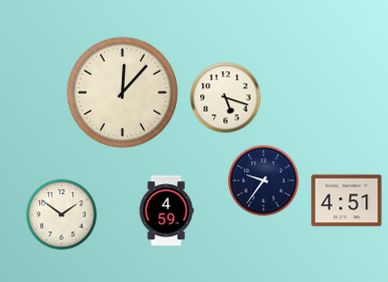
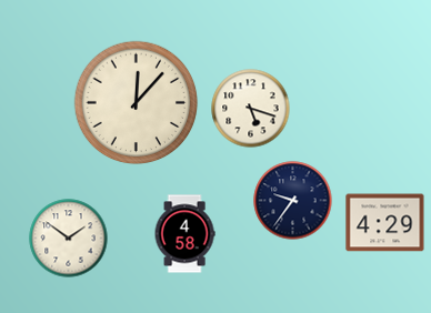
clock at (347, 201): 4:51 -> 4:29
clock at (166, 211): 4:59 -> 4:58
